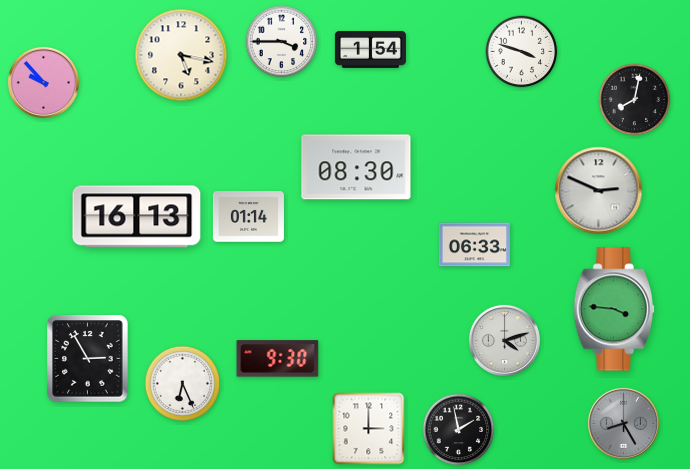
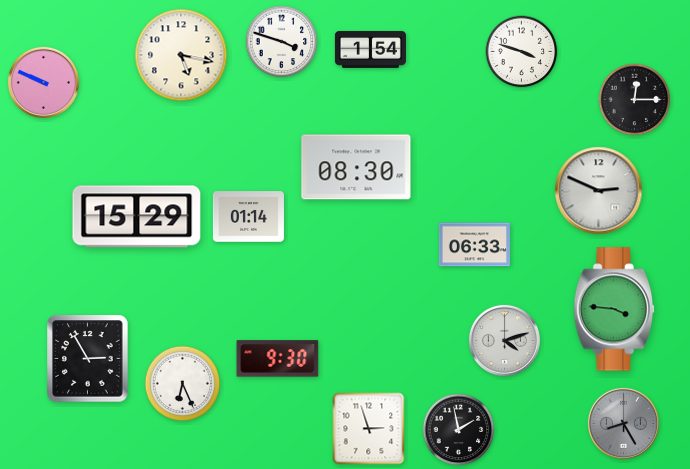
clock at (282, 42): 3:45 -> 3:48
clock at (43, 82): 9:53 -> 9:49
clock at (635, 100): 8:02 -> 12:15
clock at (137, 217): 16:13 -> 15:29
clock at (369, 429): 3:00 -> 2:57
